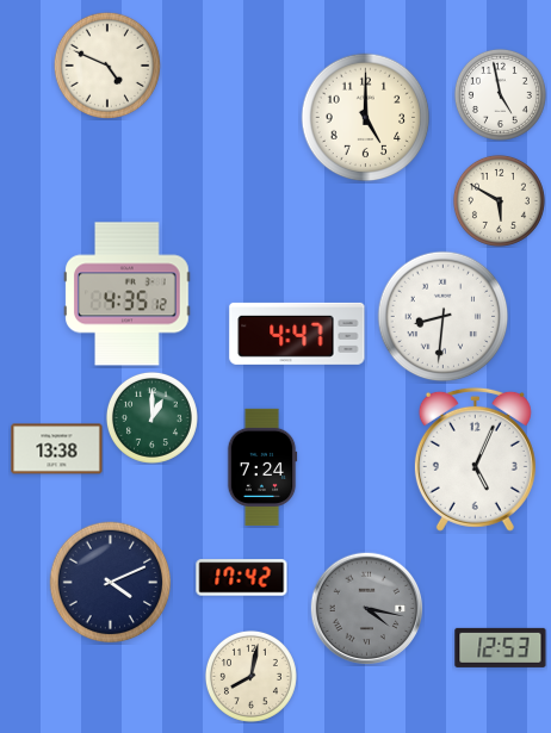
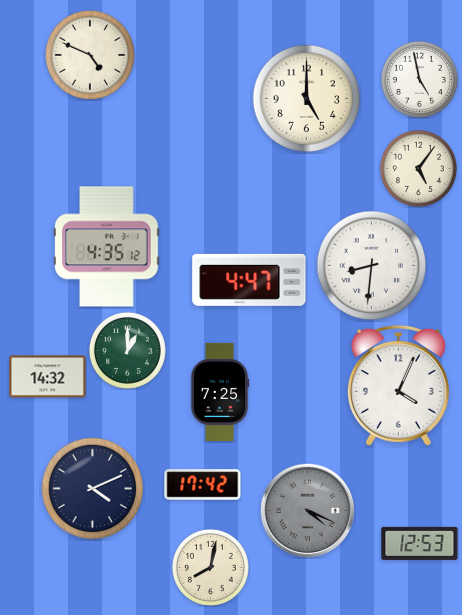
clock at (499, 200): 5:50 -> 5:06
clock at (57, 449): 13:38 -> 14:32
clock at (475, 459): 5:04 -> 4:04
clock at (262, 467): 7:24 -> 7:25
clock at (366, 608): 4:17 -> 4:19
